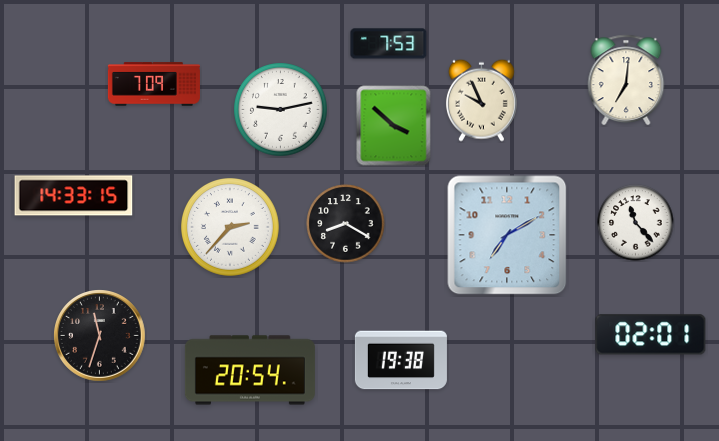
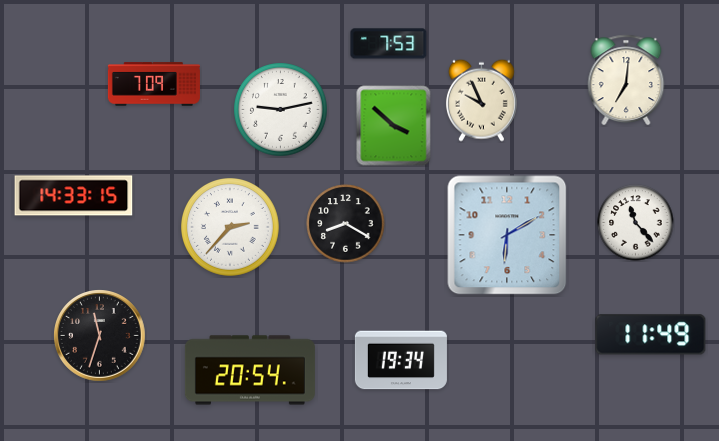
clock at (507, 235): 7:10 -> 6:10
clock at (651, 335): 02:01 -> 11:49
clock at (401, 360): 19:38 -> 19:34
